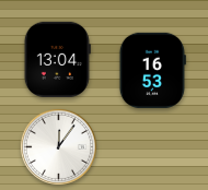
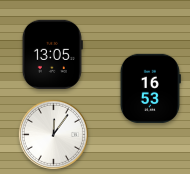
clock at (57, 59): 13:04 -> 13:05
clock at (152, 70) position: (152, 70) -> (150, 88)
